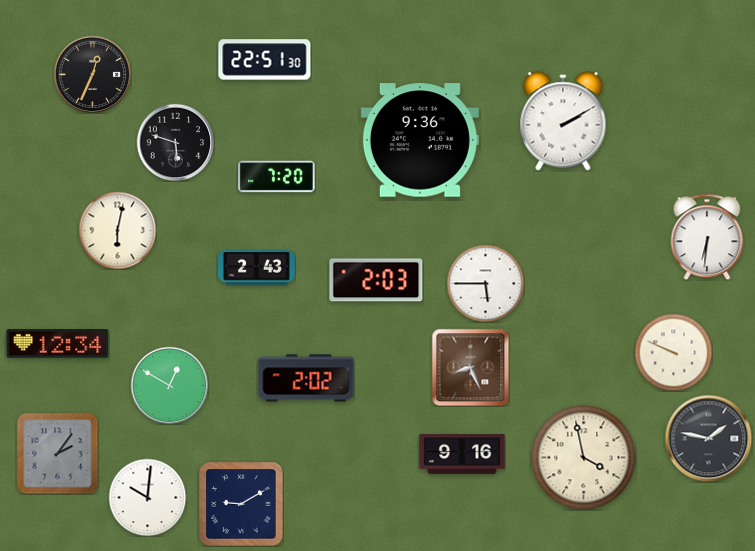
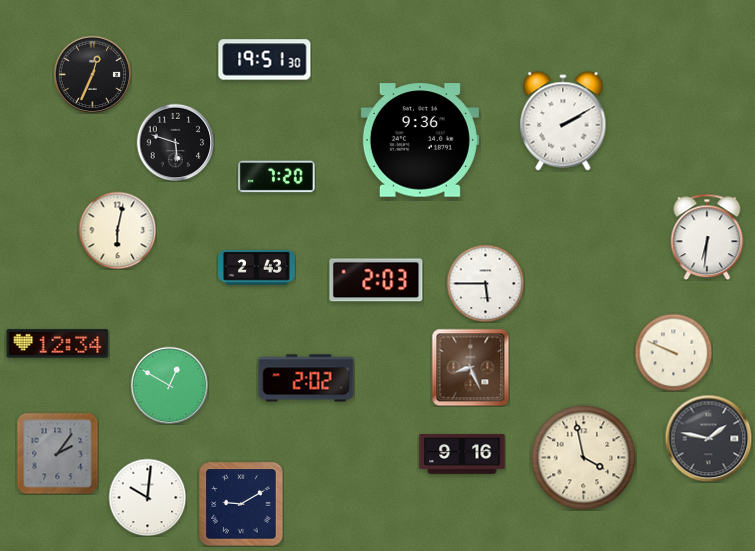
clock at (265, 60): 22:51 -> 19:51
